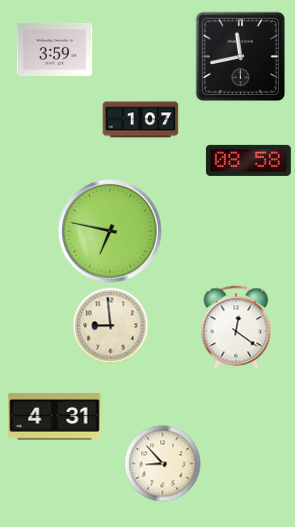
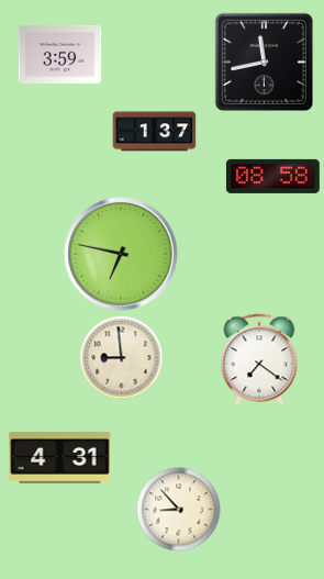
clock at (141, 120): 1:07 -> 1:37
clock at (236, 327): 12:21 -> 7:21
